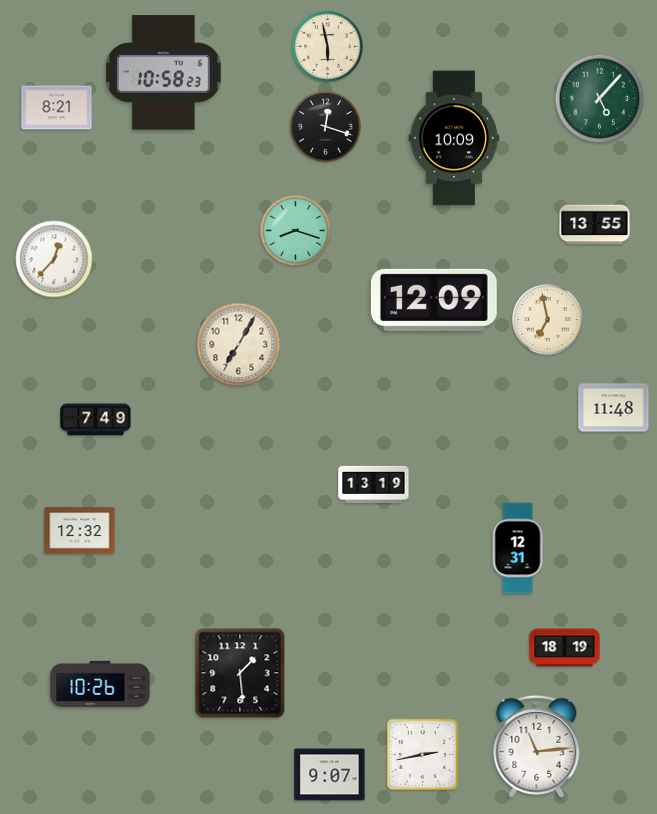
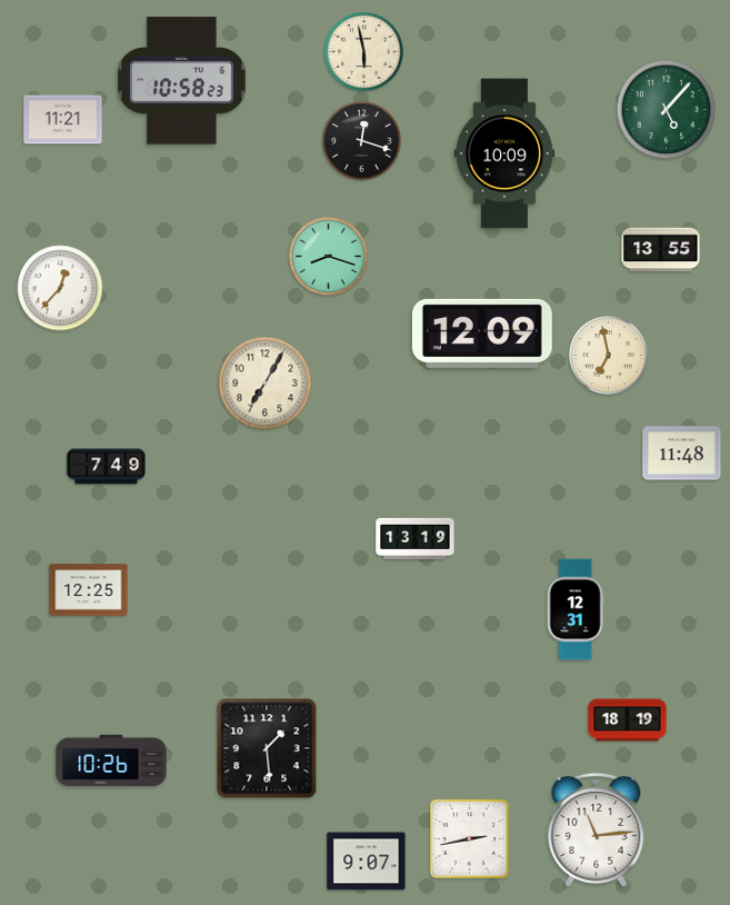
clock at (57, 108): 8:21 -> 11:21
clock at (80, 531): 12:32 -> 12:25
